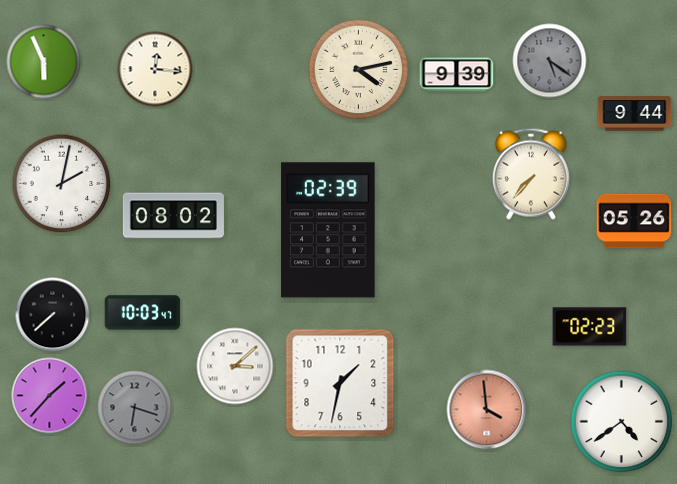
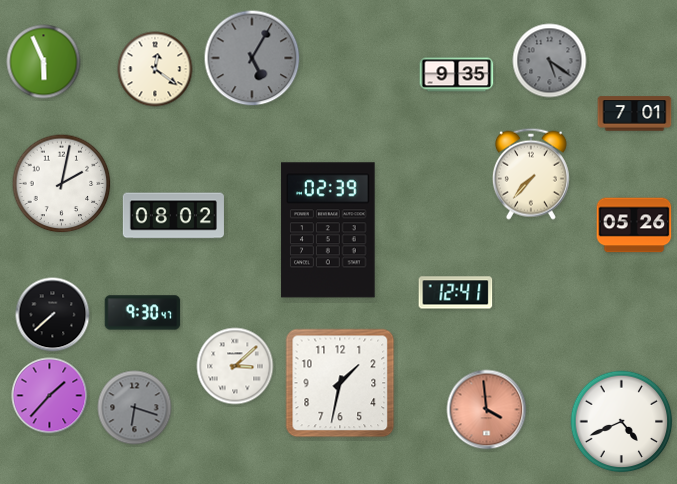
clock at (252, 58): none -> 5:05
clock at (155, 69): 12:16 -> 12:21
clock at (359, 70): 4:13 -> none
clock at (457, 75): 9:39 -> 9:35
clock at (635, 114): 9:44 -> 7:01
clock at (634, 221) position: (634, 221) -> (634, 225)
clock at (456, 293): none -> 12:41
clock at (143, 313): 10:03 -> 9:30
clock at (590, 327): 02:23 -> none
clock at (622, 422): 4:39 -> 4:41
